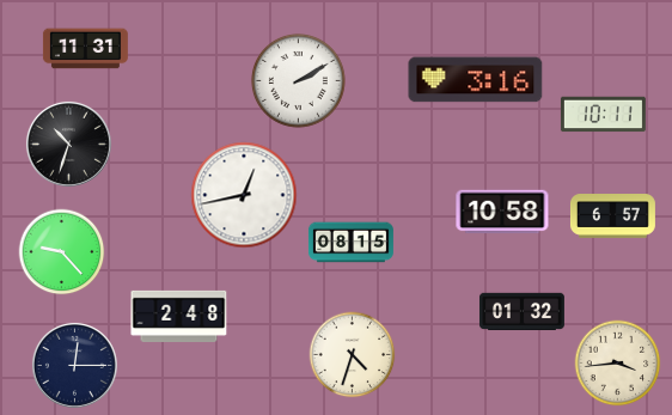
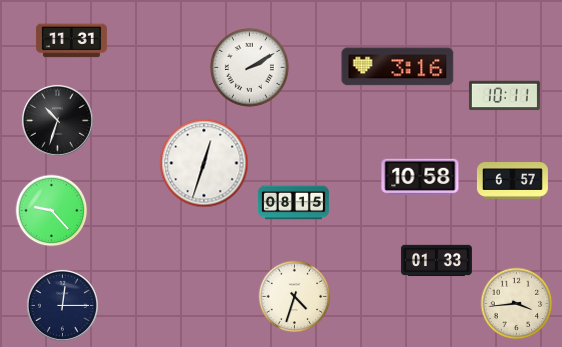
clock at (244, 195): 12:43 -> 12:33
clock at (521, 312): 01:32 -> 01:33
clock at (179, 316): 2:48 -> none
